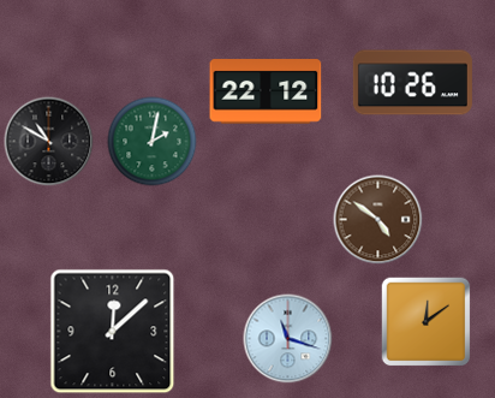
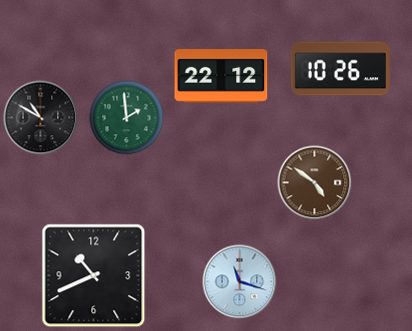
clock at (412, 83) position: (412, 83) -> (340, 69)
clock at (153, 142): 2:02 -> 1:59
clock at (427, 322): 12:09 -> none
clock at (113, 332): 12:08 -> 10:41
